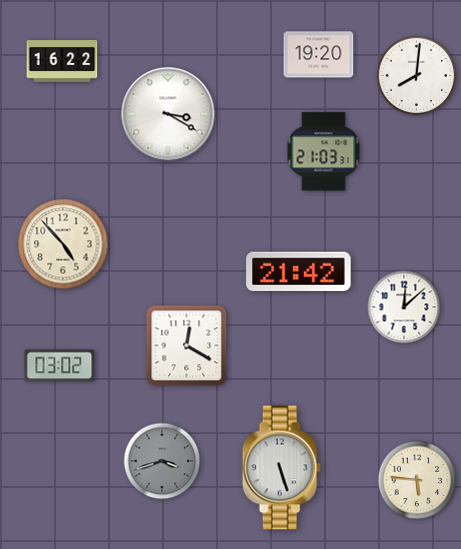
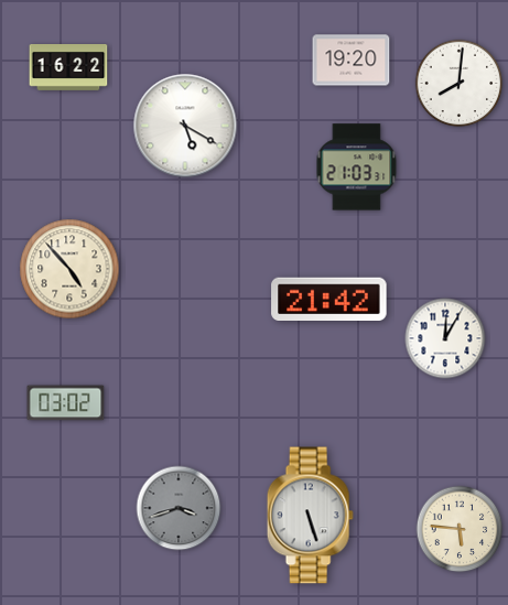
clock at (168, 114): 3:20 -> 5:20
clock at (404, 307): 12:08 -> 12:05
clock at (187, 346): 12:20 -> none
